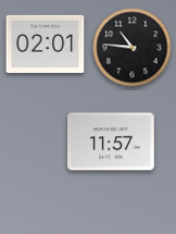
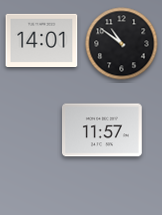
clock at (46, 44): 02:01 -> 14:01
clock at (133, 48): 10:46 -> 10:51
